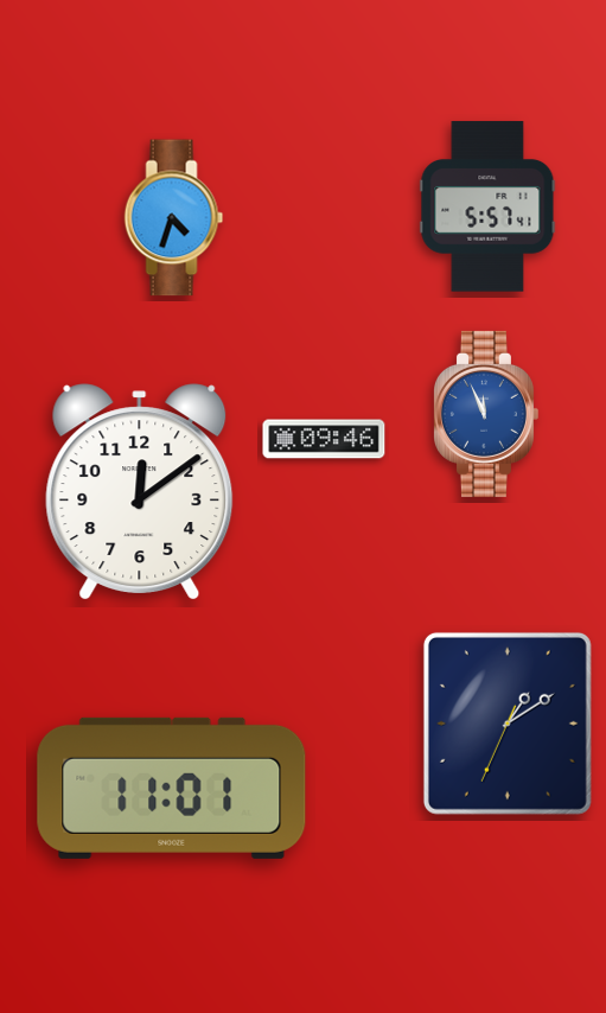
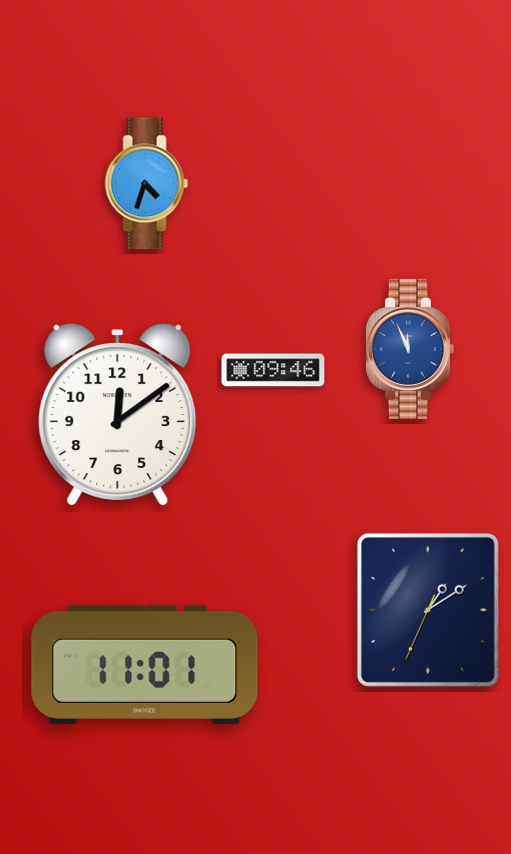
clock at (487, 206): 5:57 -> none
